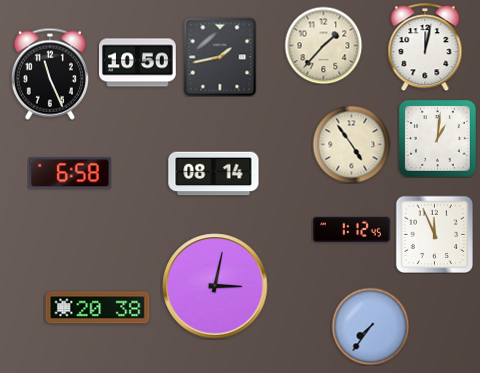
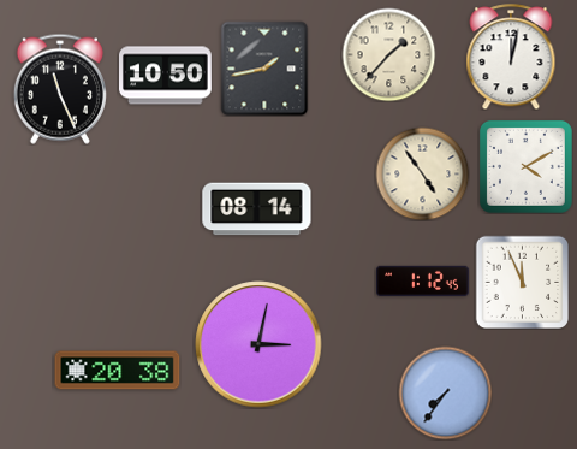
clock at (437, 138): 1:01 -> 4:10
clock at (70, 173): 6:58 -> none
clock at (352, 229) position: (352, 229) -> (423, 280)
